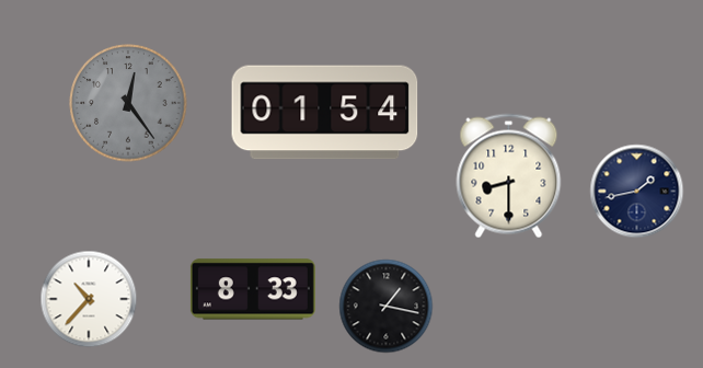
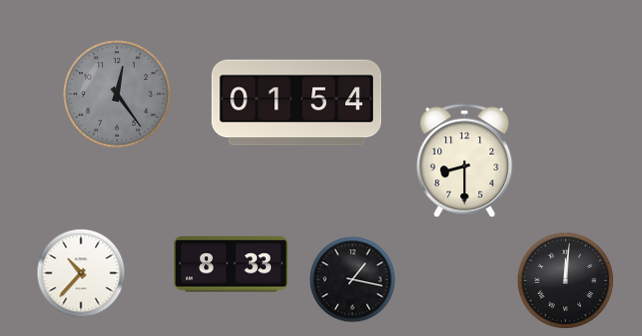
clock at (637, 192): 1:43 -> none
clock at (566, 281): none -> 12:01
